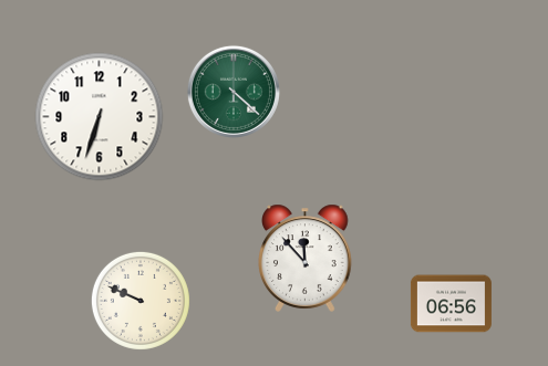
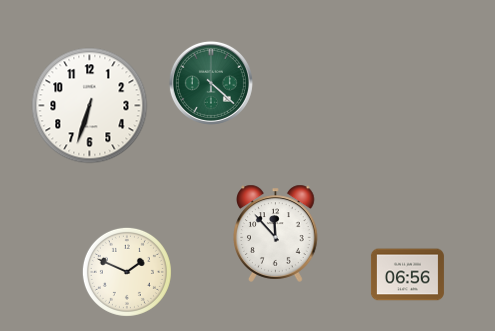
clock at (141, 301): 9:49 -> 1:49
